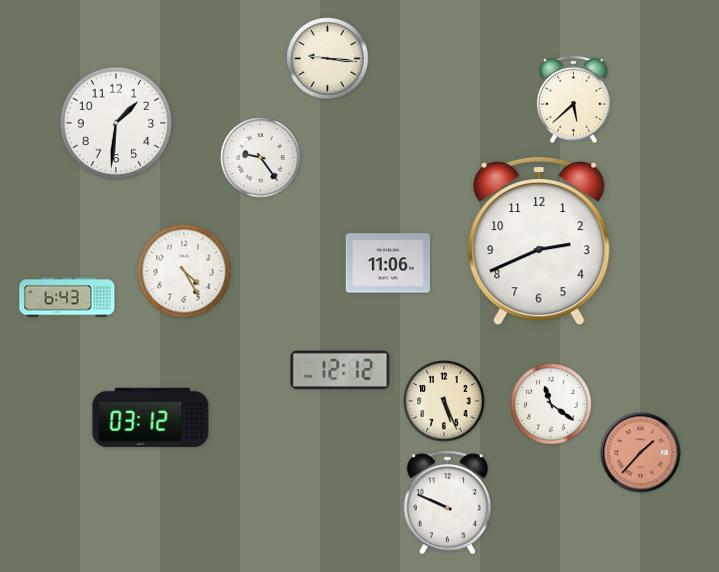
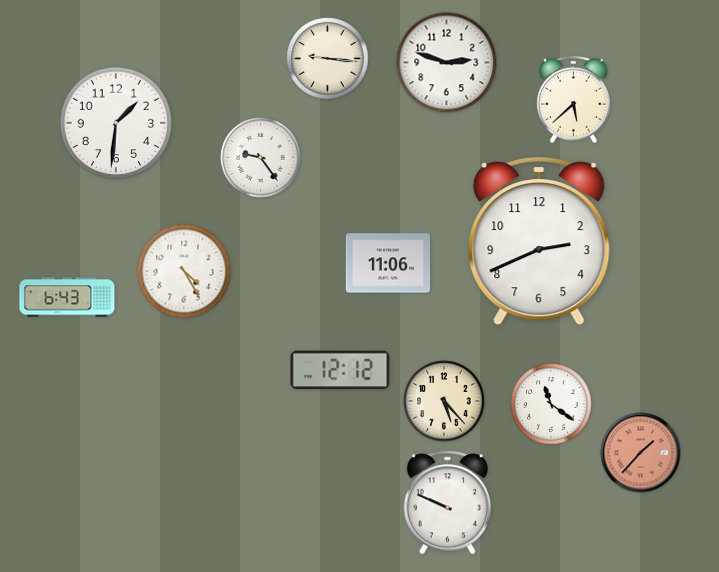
clock at (447, 63): none -> 2:48
clock at (444, 401): 5:26 -> 5:23
clock at (151, 417): 03:12 -> none
